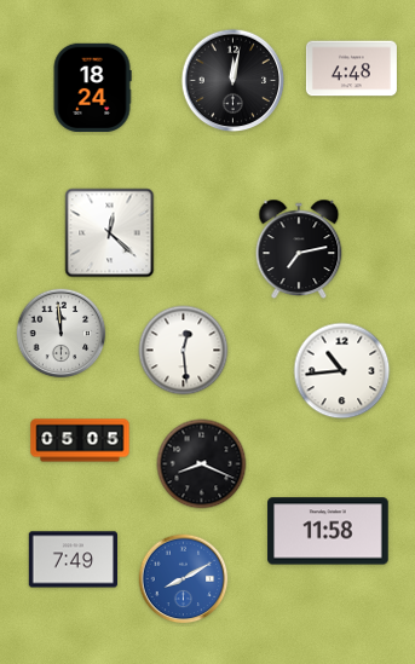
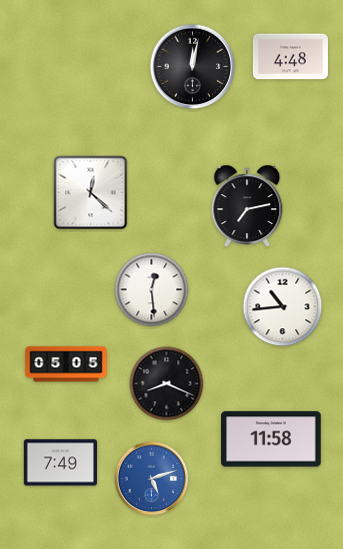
clock at (92, 87): 18:24 -> none
clock at (62, 334): 11:59 -> none
clock at (184, 579): 8:10 -> 5:12
